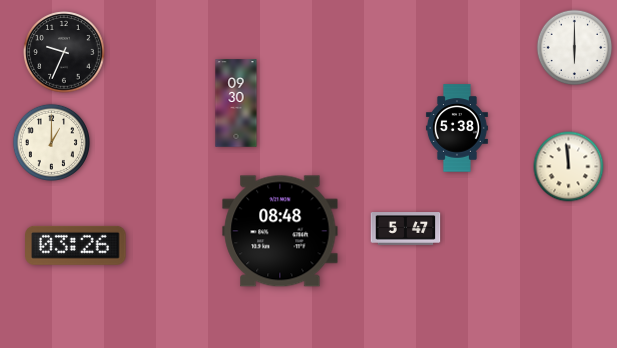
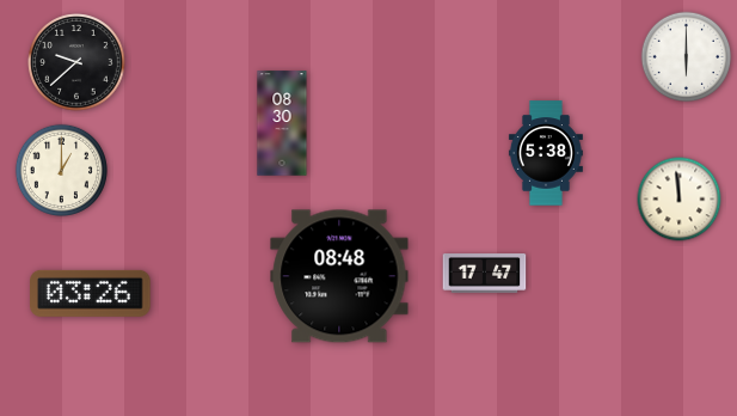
clock at (64, 52): 9:34 -> 9:38
clock at (236, 103): 09:30 -> 08:30
clock at (406, 229): 5:47 -> 17:47
clock at (280, 231) position: (280, 231) -> (339, 276)
